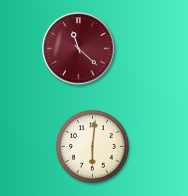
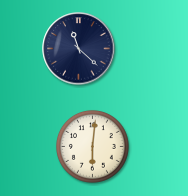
clock at (79, 49) dial: burgundy -> navy
